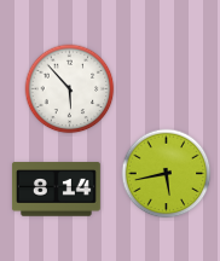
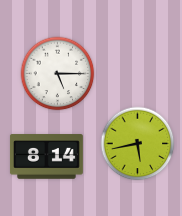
clock at (70, 89): 5:53 -> 5:15
